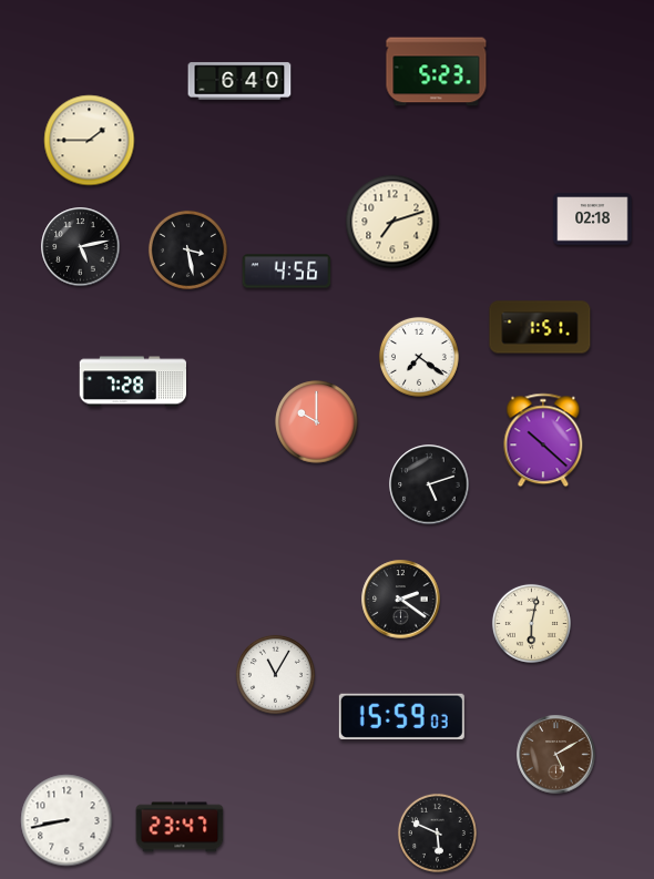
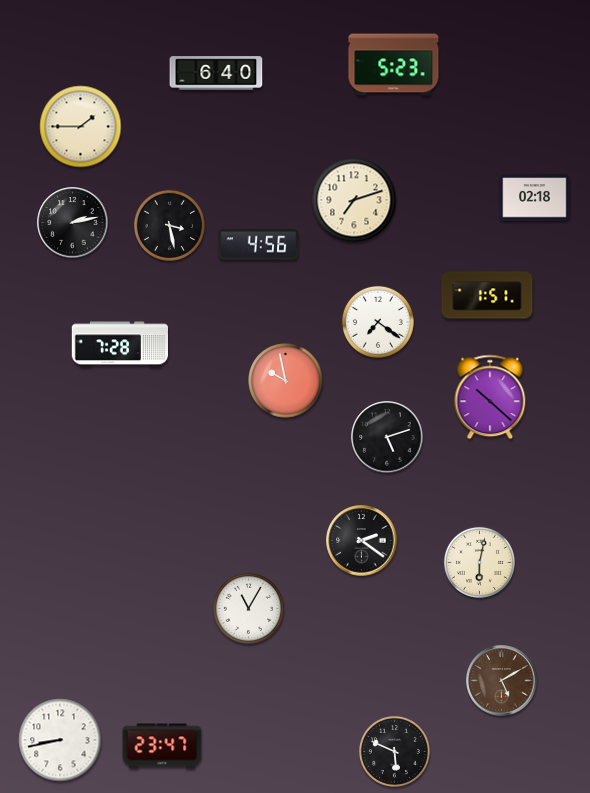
clock at (81, 247): 5:13 -> 2:13
clock at (317, 422): 10:00 -> 9:58
clock at (401, 716): 15:59 -> none
